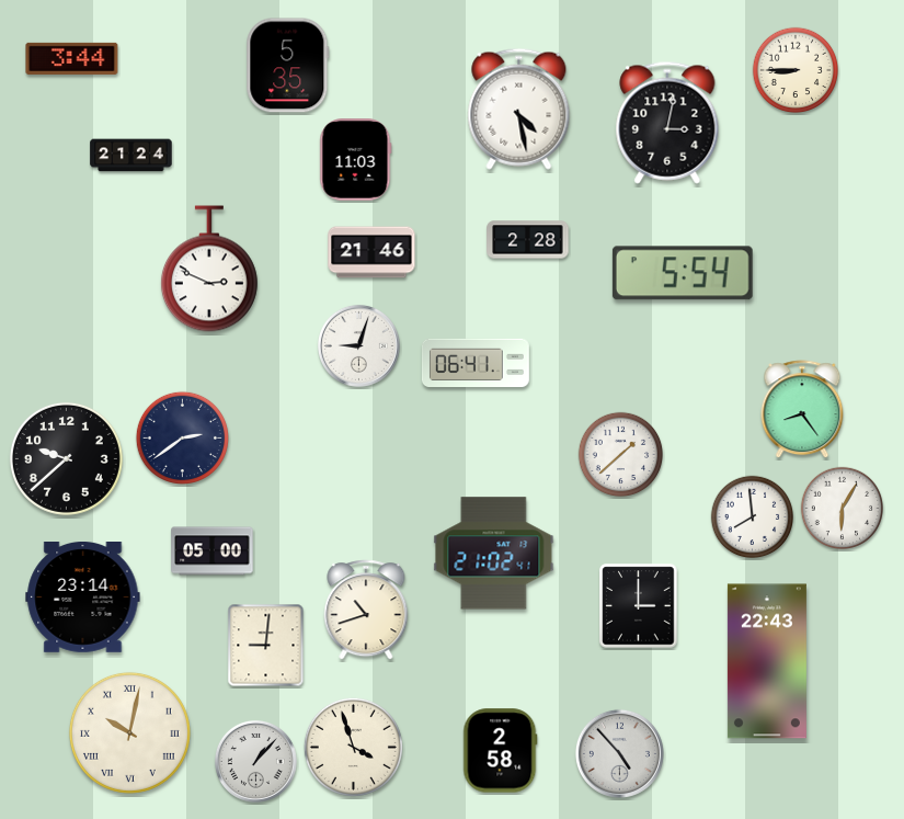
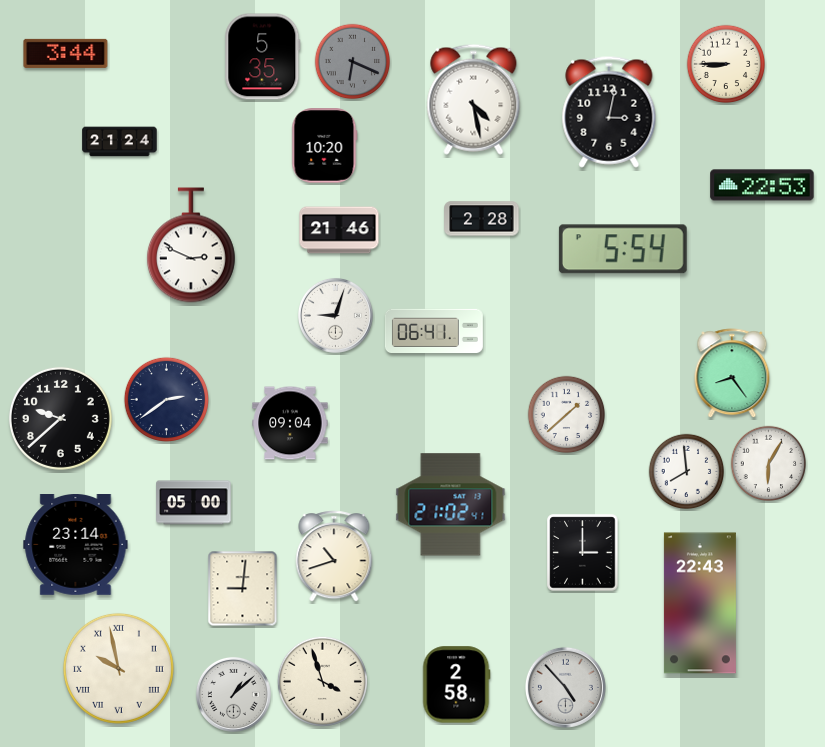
clock at (288, 66) position: (288, 66) -> (263, 57)
clock at (353, 62): none -> 6:19
clock at (356, 160): 11:03 -> 10:20
clock at (762, 185): none -> 22:53
clock at (358, 345) position: (358, 345) -> (335, 315)
clock at (290, 423): none -> 09:04
clock at (129, 732): 10:02 -> 9:58
clock at (255, 761): 1:07 -> 1:08
